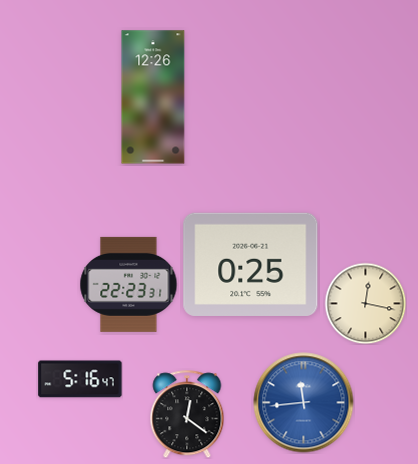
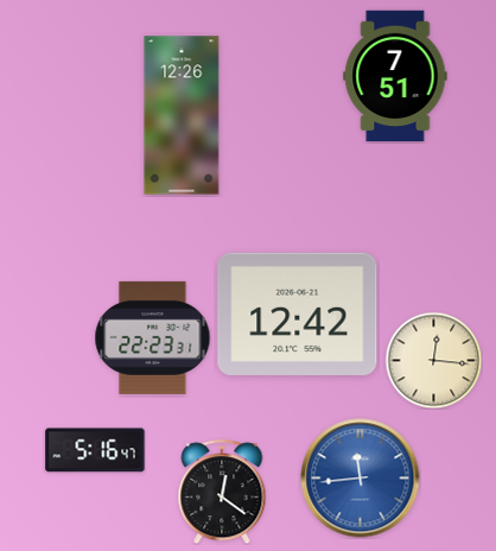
clock at (395, 76): none -> 7:51
clock at (251, 264): 0:25 -> 12:42
clock at (365, 303): 12:17 -> 12:16
